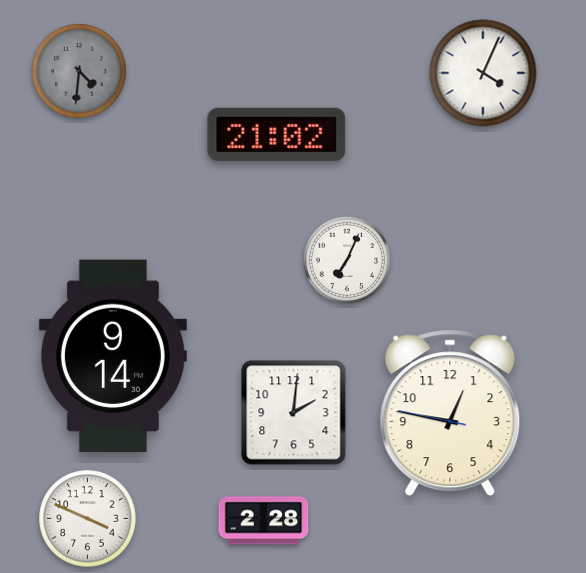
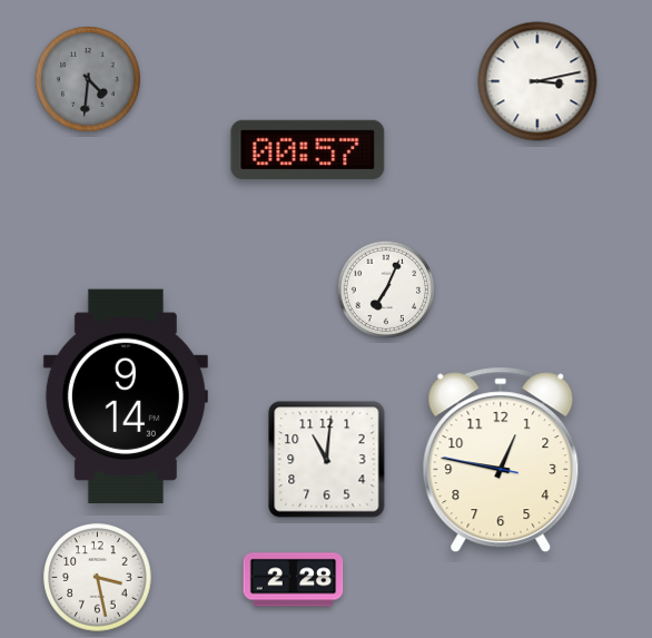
clock at (483, 73): 4:04 -> 3:13
clock at (277, 134): 21:02 -> 00:57
clock at (294, 413): 2:01 -> 11:01
clock at (88, 519): 3:49 -> 3:28
